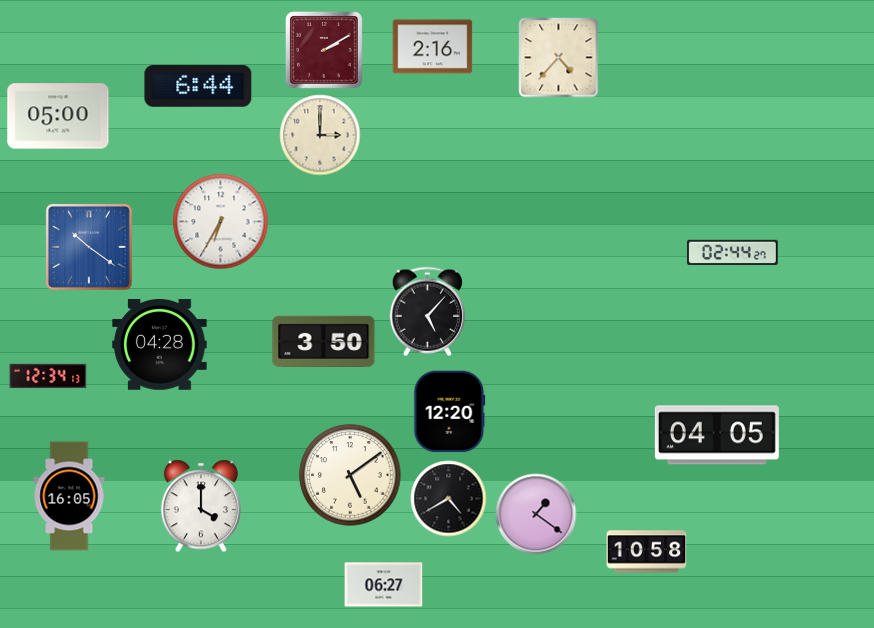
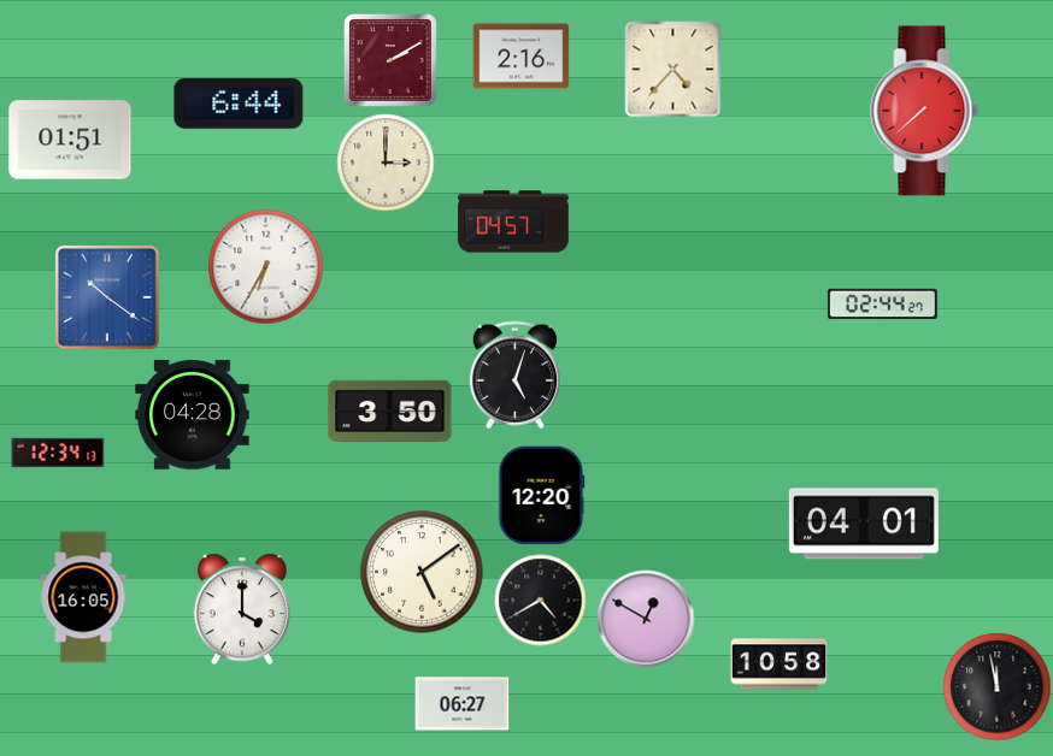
clock at (924, 111): none -> 7:38
clock at (58, 116): 05:00 -> 01:51
clock at (513, 222): none -> 04:57
clock at (427, 312): 5:07 -> 5:03
clock at (717, 435): 04:05 -> 04:01
clock at (536, 514): 1:21 -> 12:50
clock at (998, 687): none -> 11:58
